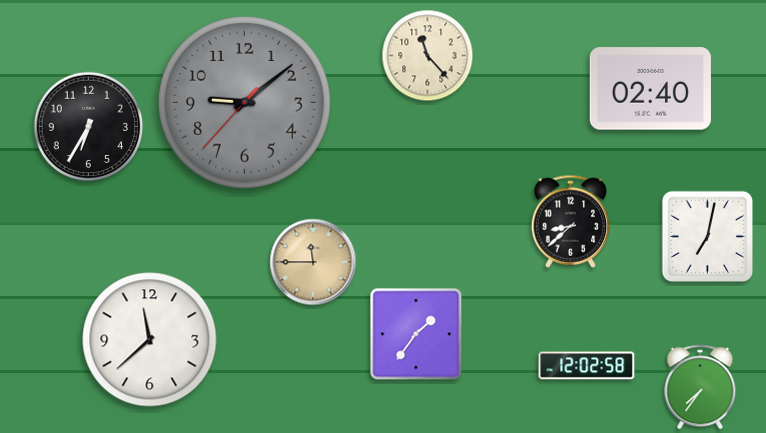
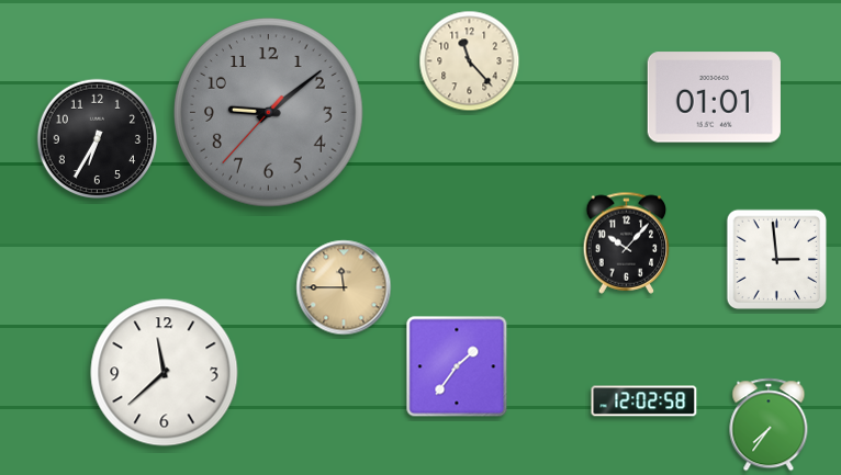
clock at (650, 89): 02:40 -> 01:01
clock at (571, 221): 8:38 -> 10:07
clock at (708, 237): 7:02 -> 2:59
